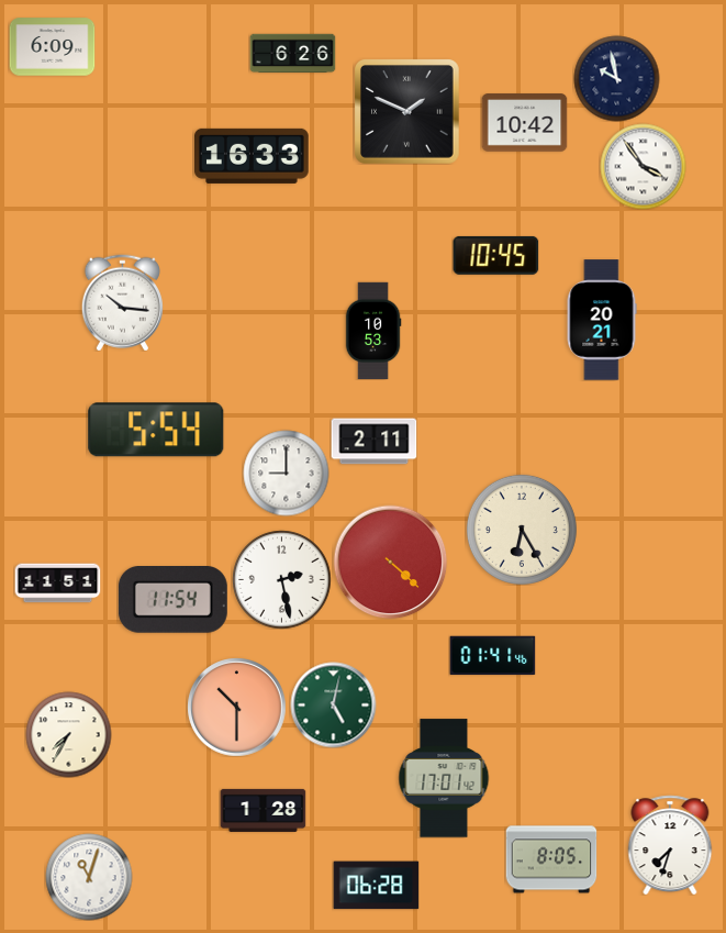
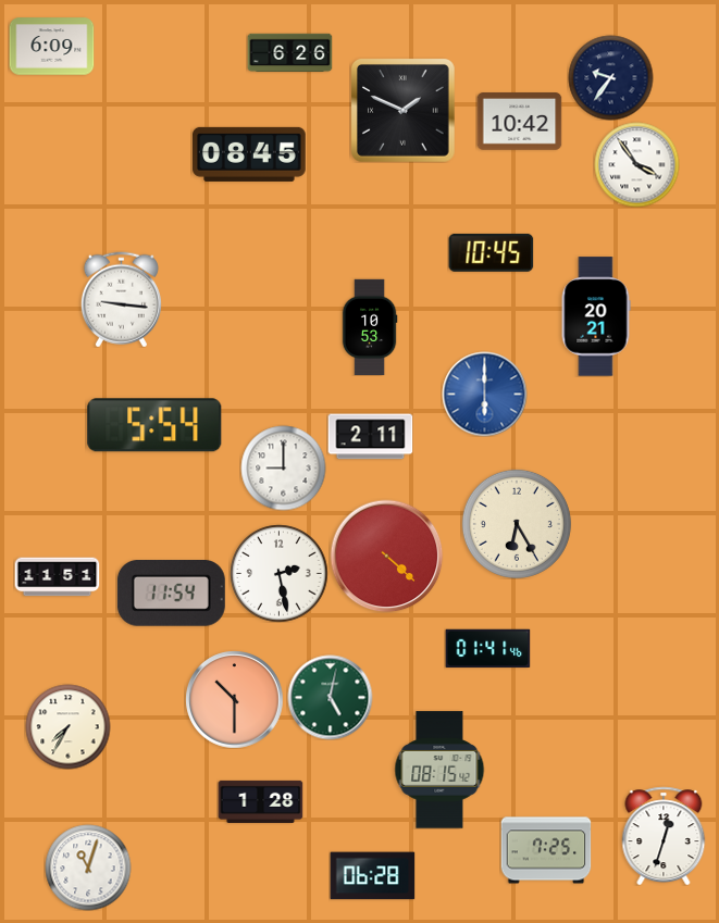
clock at (616, 78): 9:58 -> 9:36
clock at (253, 156): 16:33 -> 08:45
clock at (122, 302): 10:16 -> 9:16
clock at (484, 394): none -> 6:00
clock at (444, 778): 17:01 -> 08:15
clock at (670, 845): 7:33 -> 12:33
clock at (551, 859): 8:05 -> 7:25
